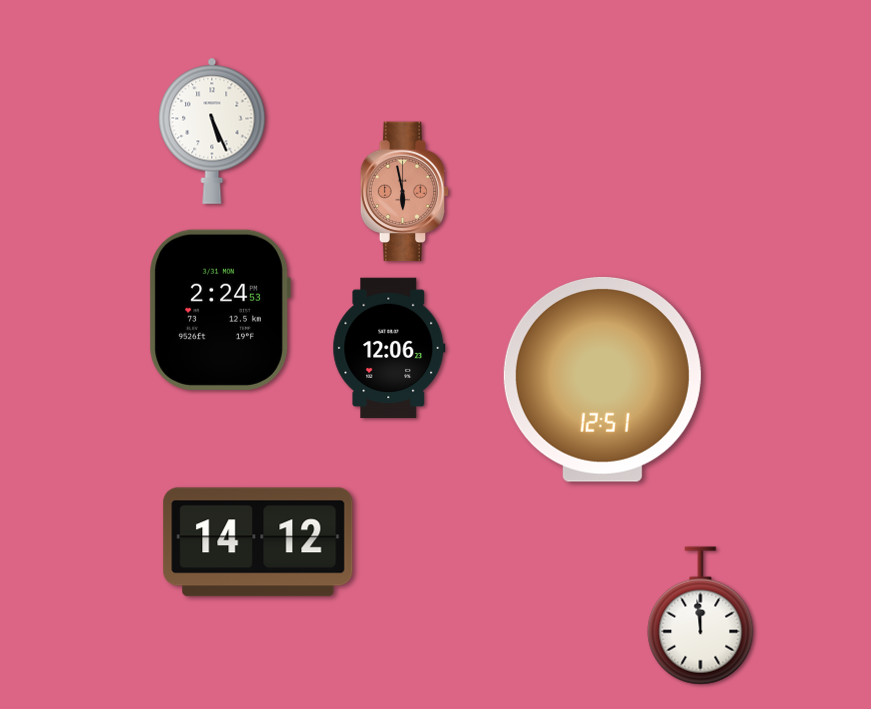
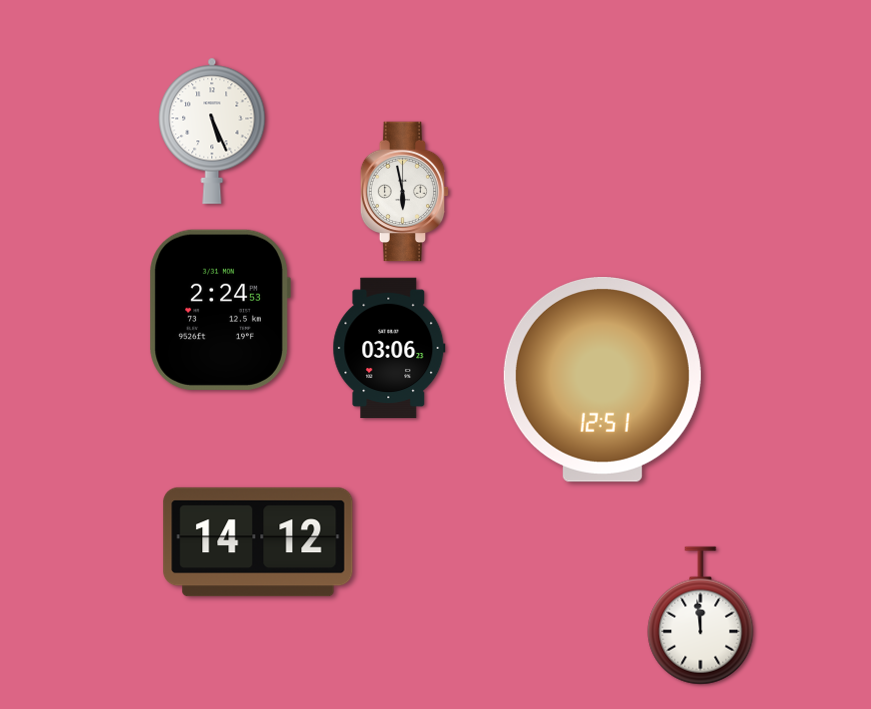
clock at (405, 192) dial: salmon -> white
clock at (389, 348): 12:06 -> 03:06
